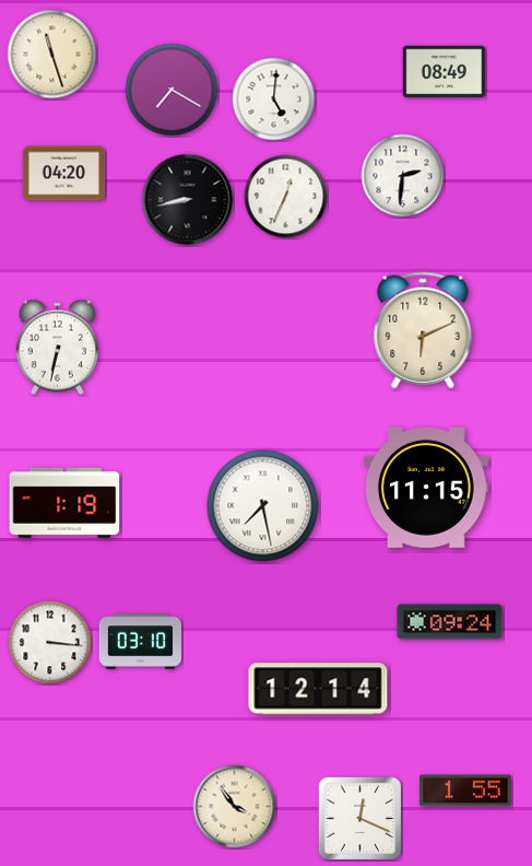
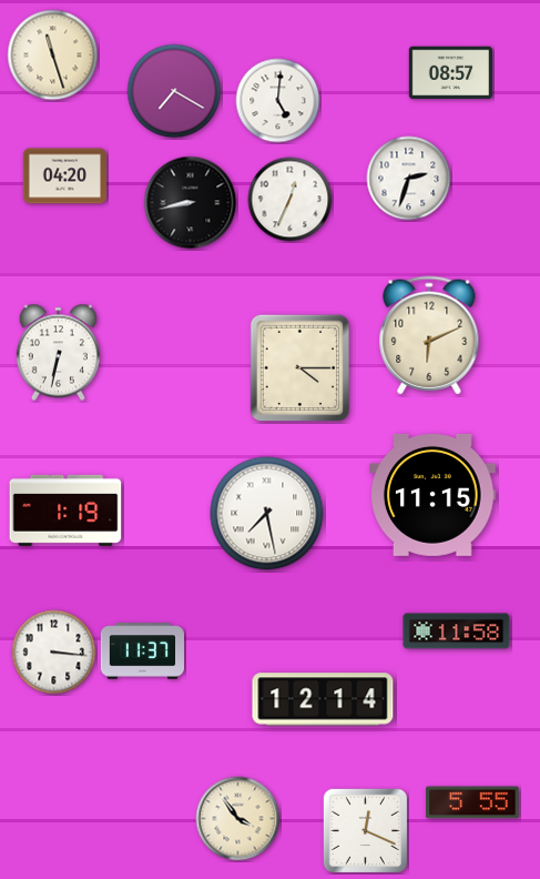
clock at (444, 72): 08:49 -> 08:57
clock at (403, 176): 2:31 -> 2:33
clock at (300, 368): none -> 4:15
clock at (450, 622): 09:24 -> 11:58
clock at (140, 642): 03:10 -> 11:37
clock at (50, 643) position: (50, 643) -> (54, 653)
clock at (465, 791): 1:55 -> 5:55
